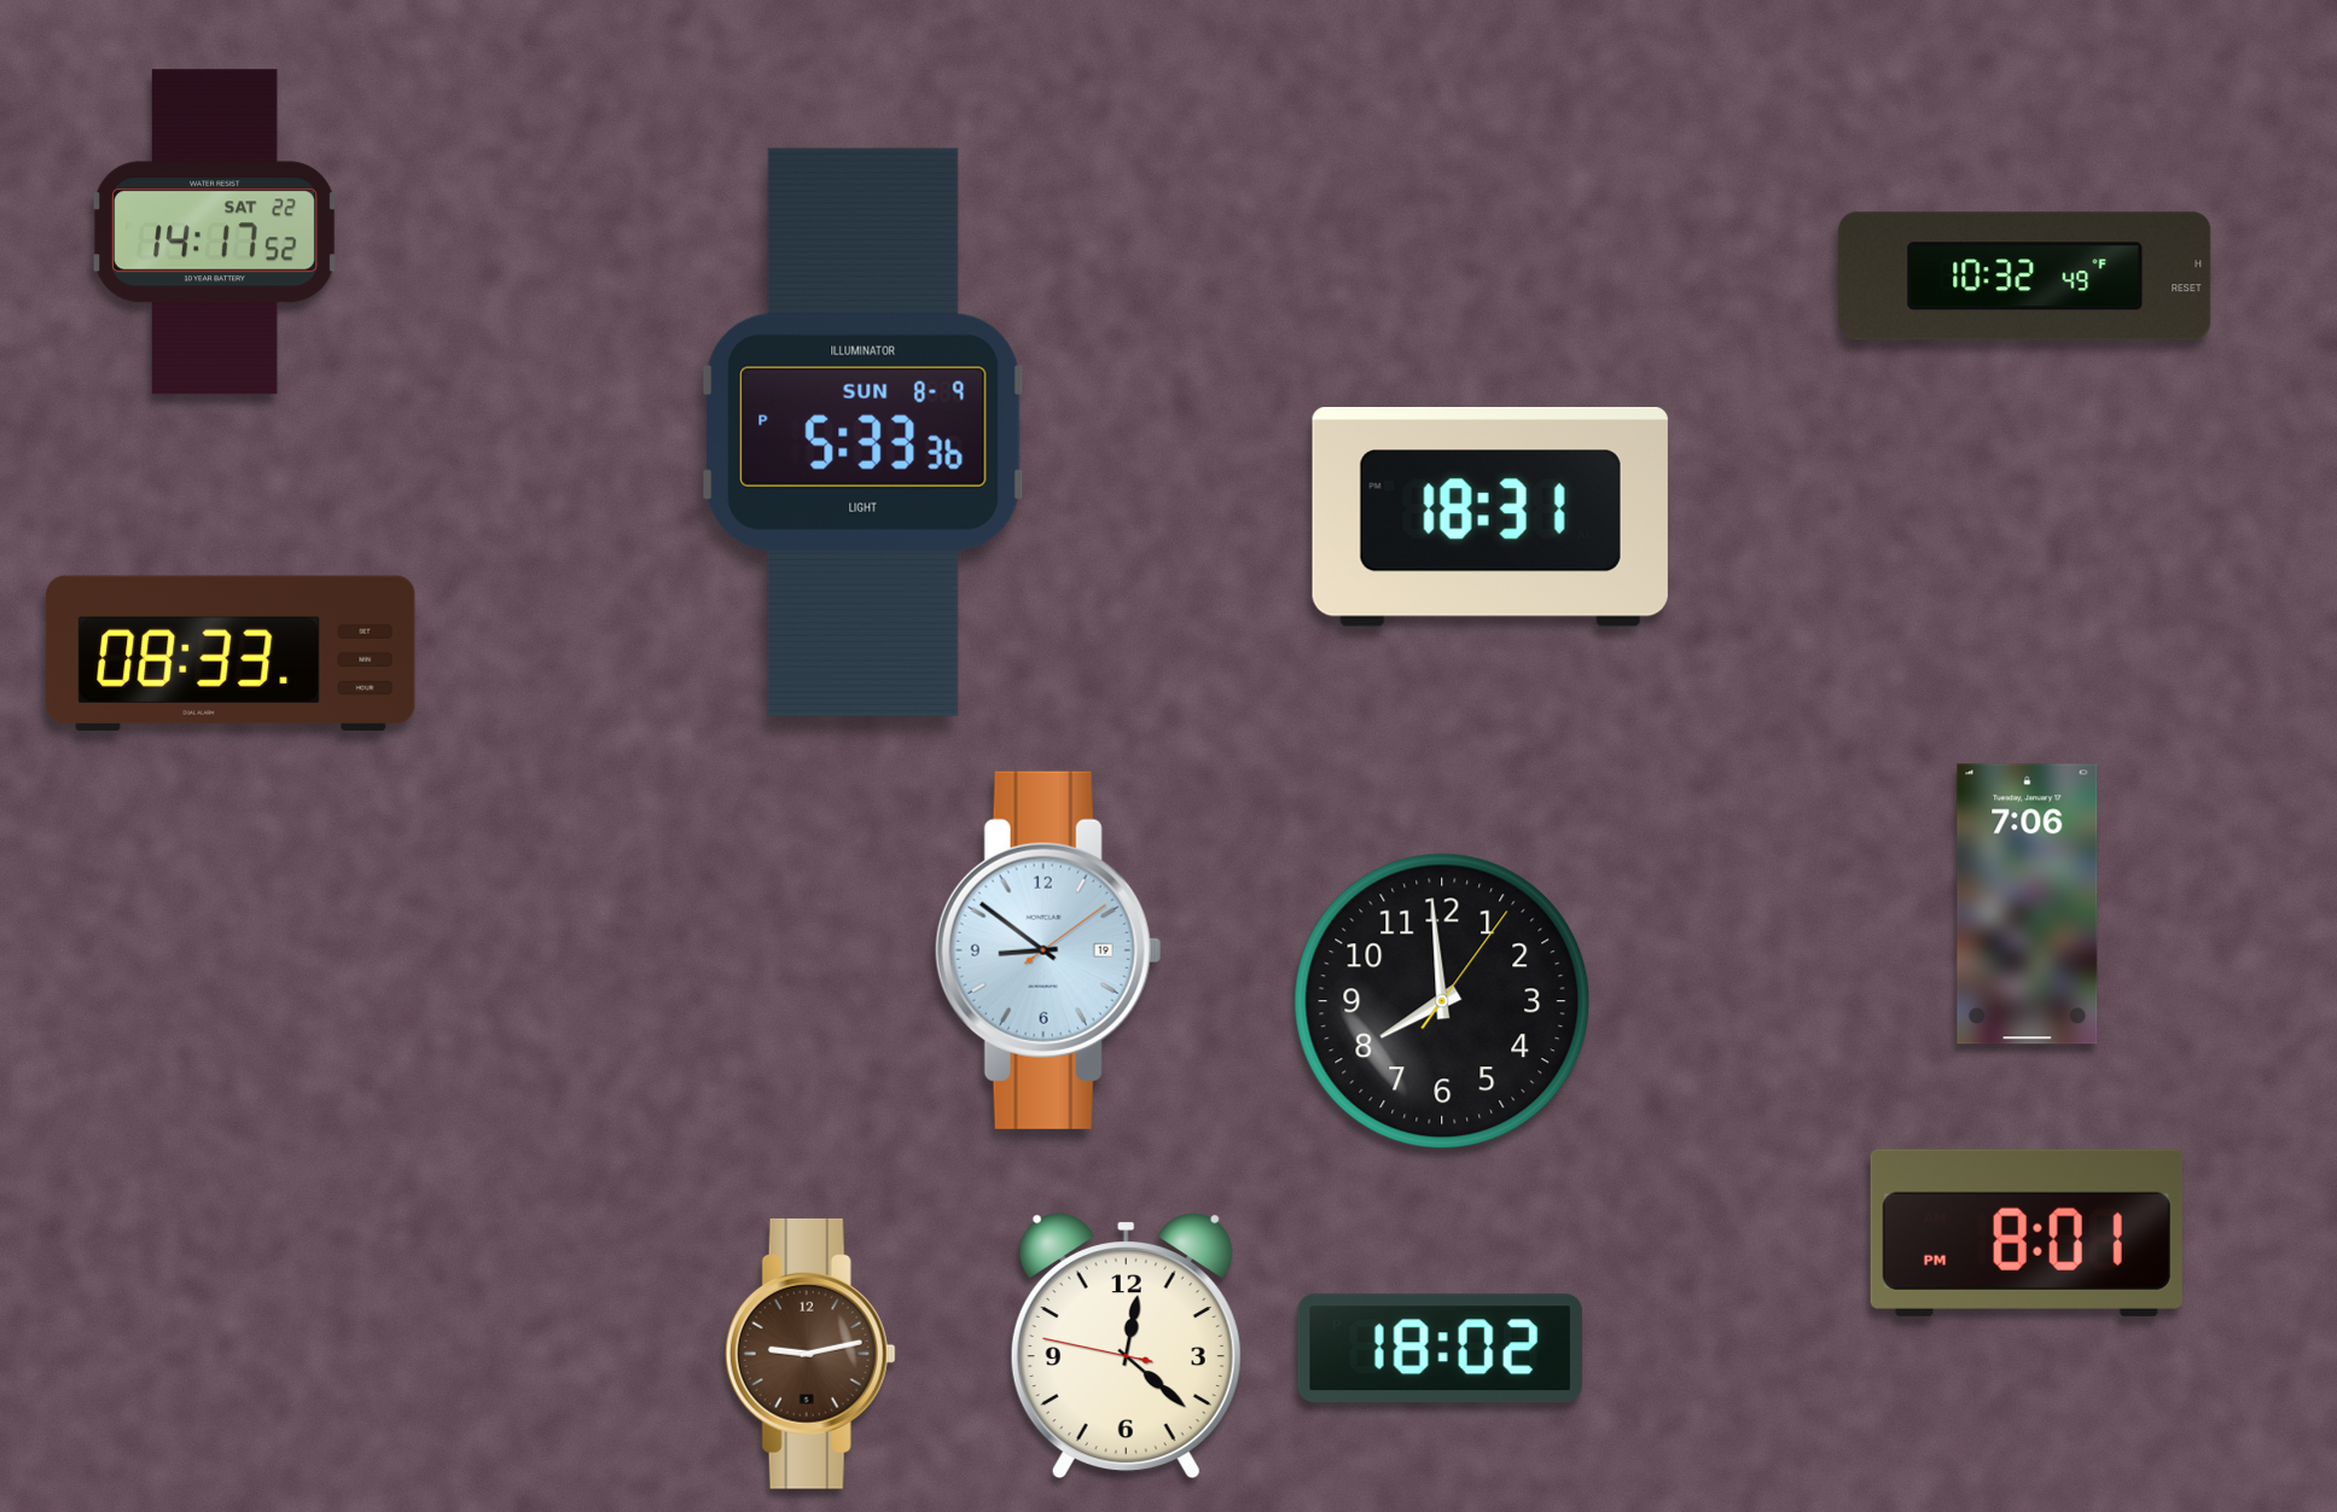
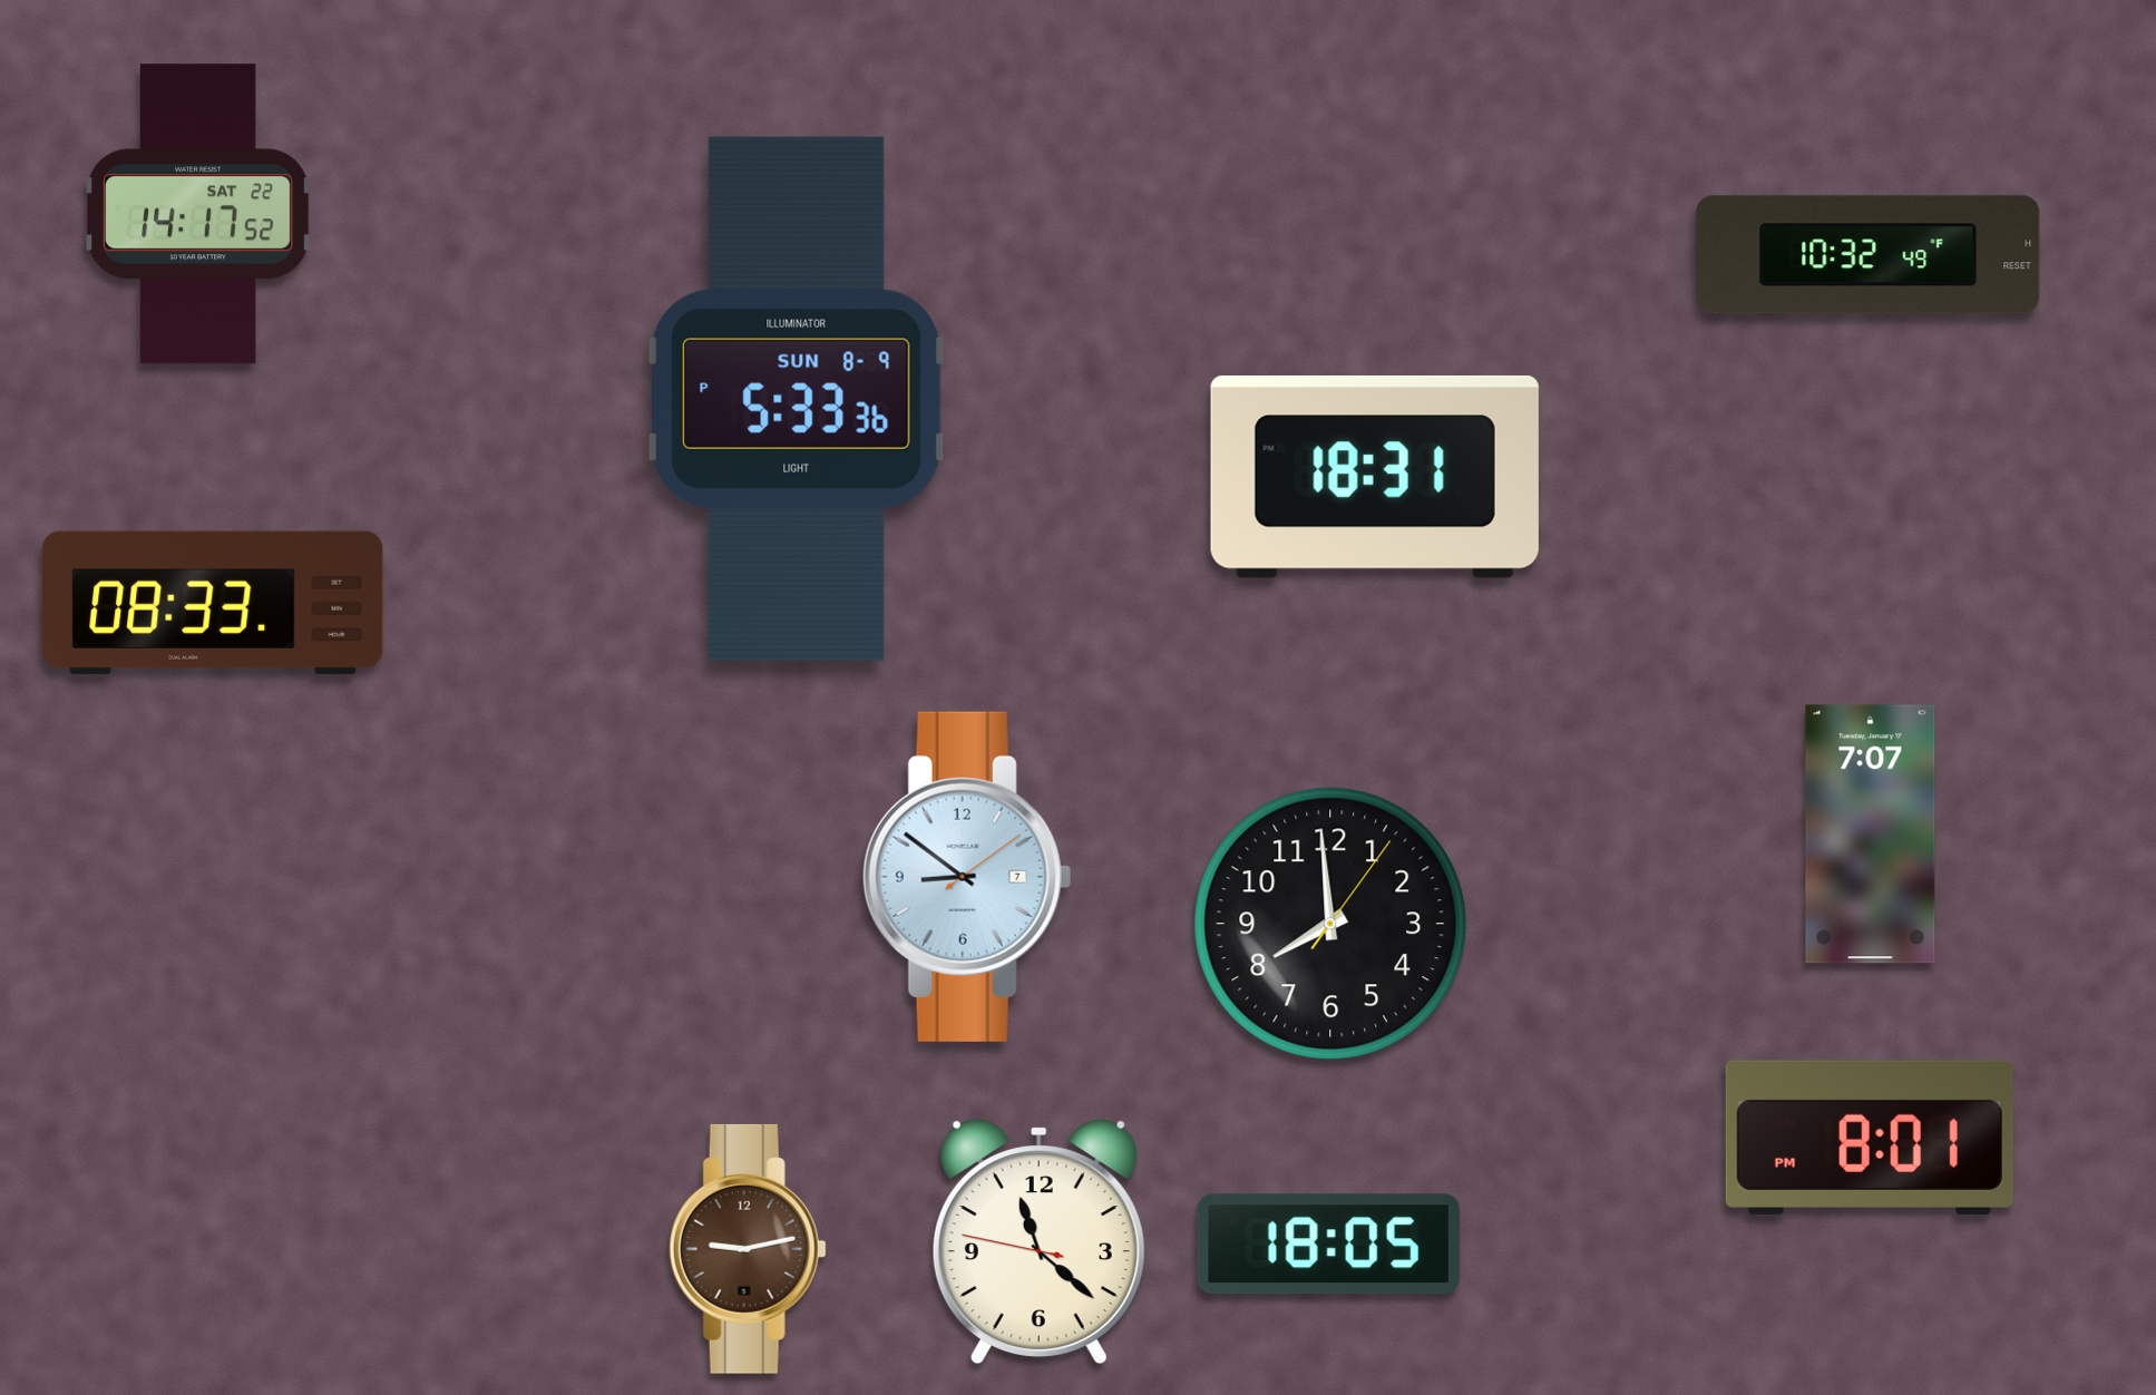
clock at (2028, 905): 7:06 -> 7:07
clock at (1048, 950) date: 19 -> 7
clock at (1126, 1347): 12:21 -> 11:21
clock at (1440, 1349): 18:02 -> 18:05
